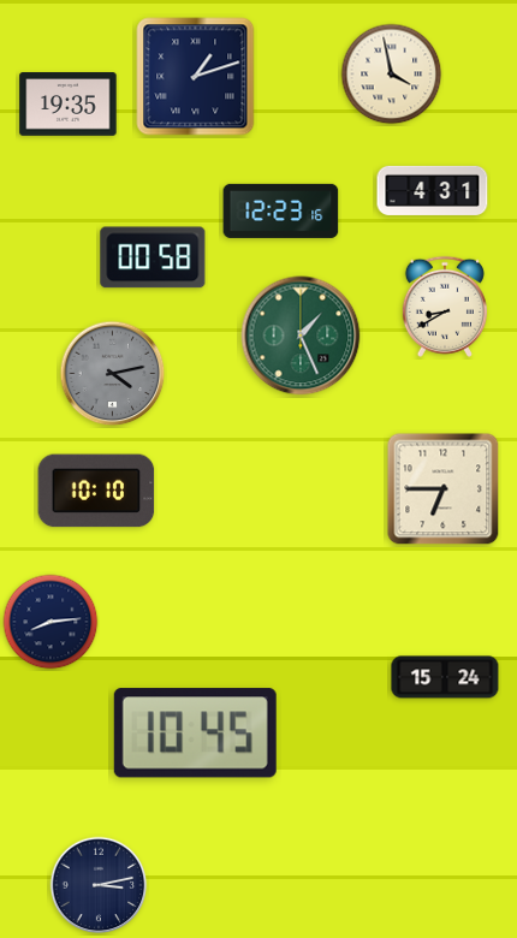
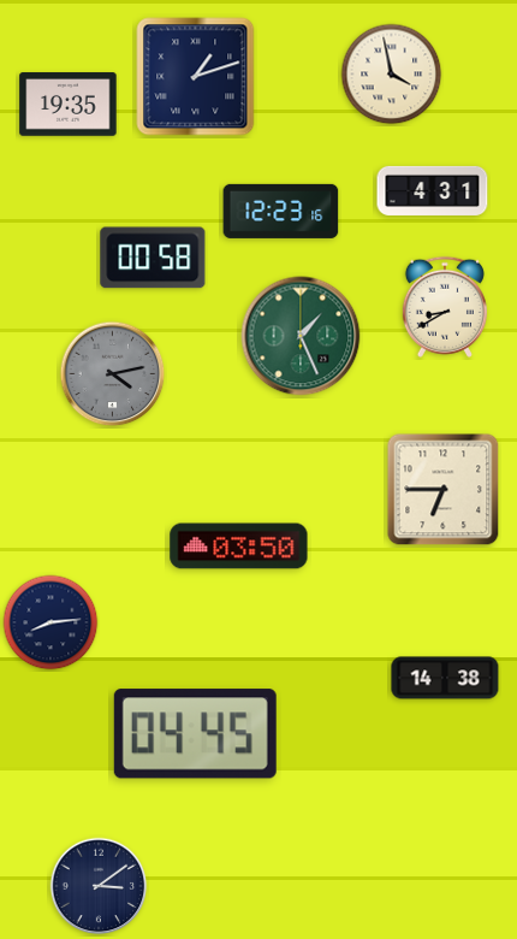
clock at (96, 491): 10:10 -> none
clock at (239, 547): none -> 03:50
clock at (445, 677): 15:24 -> 14:38
clock at (195, 734): 10:45 -> 04:45
clock at (99, 885): 3:13 -> 3:09
